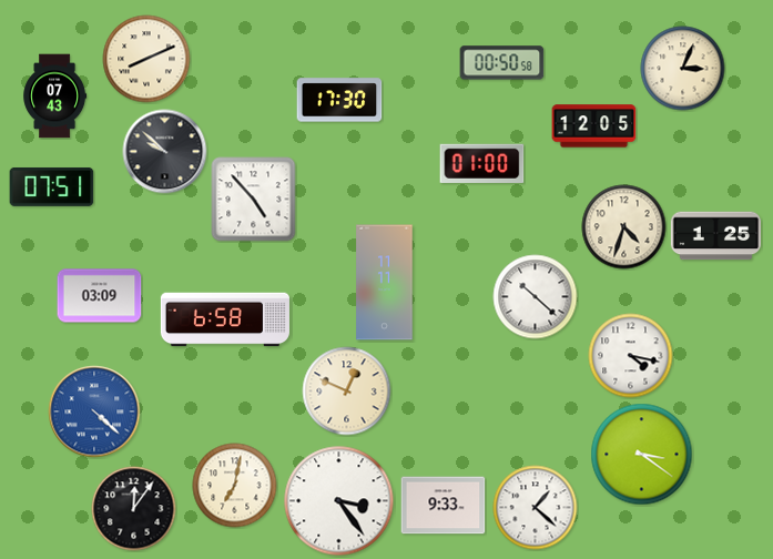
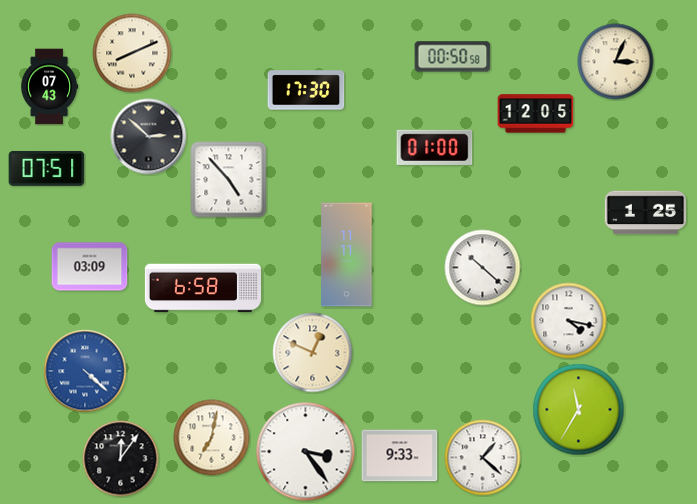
clock at (165, 152): 9:52 -> 2:52
clock at (624, 227): 4:33 -> none
clock at (642, 455): 3:21 -> 11:35
